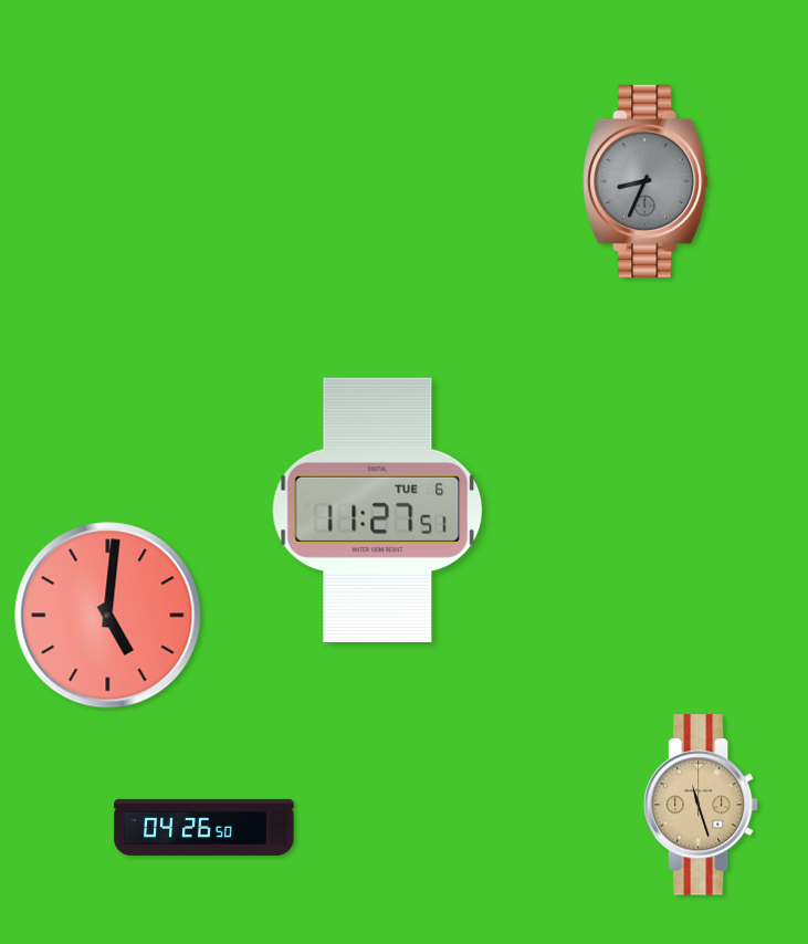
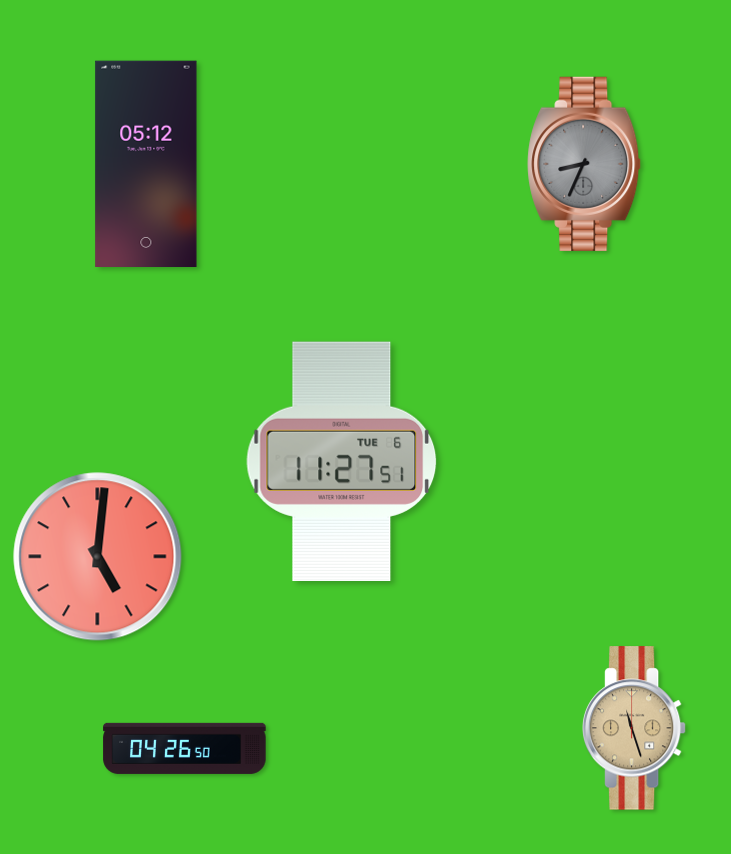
clock at (146, 163): none -> 05:12
